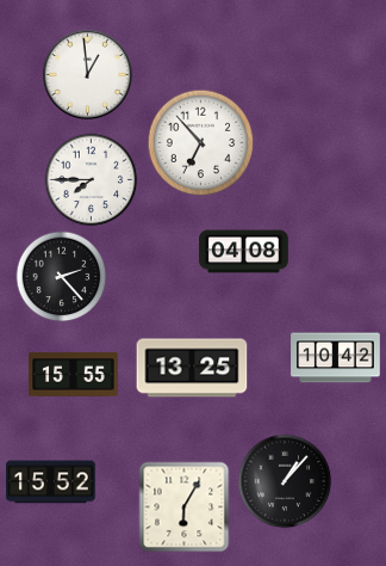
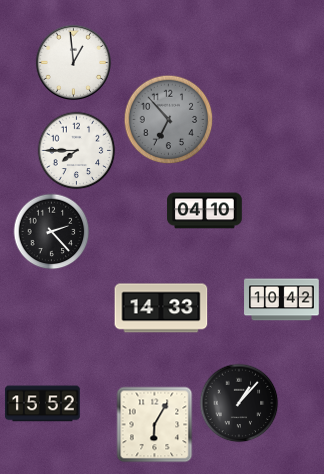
clock at (201, 143) dial: white -> grey
clock at (244, 252): 04:08 -> 04:10
clock at (192, 368): 13:25 -> 14:33
clock at (74, 375): 15:55 -> none
